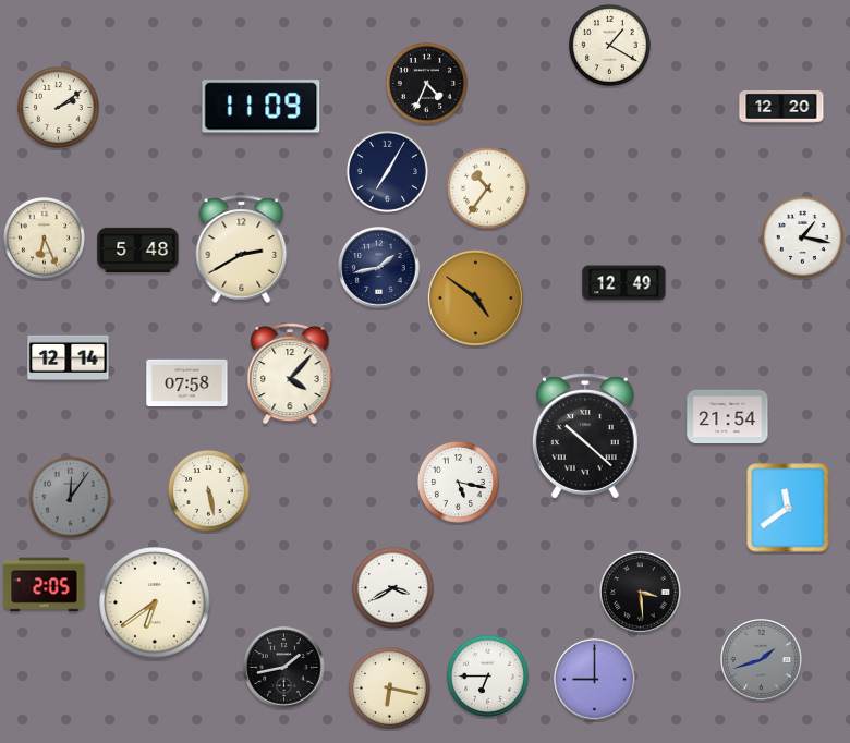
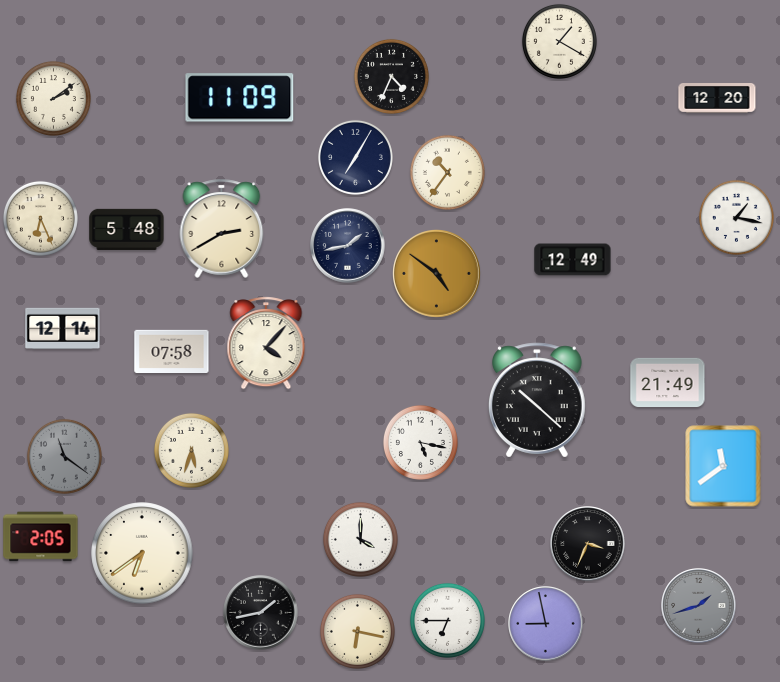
clock at (728, 416): 21:54 -> 21:49
clock at (208, 490): 5:28 -> 5:33
clock at (70, 497): 12:06 -> 11:21
clock at (392, 587): 3:40 -> 4:00
clock at (641, 593): 3:29 -> 3:34
clock at (595, 680): 9:00 -> 8:58
